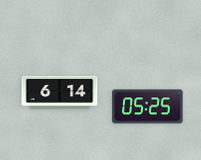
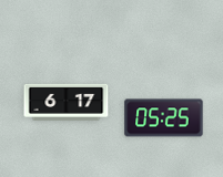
clock at (60, 92): 6:14 -> 6:17
